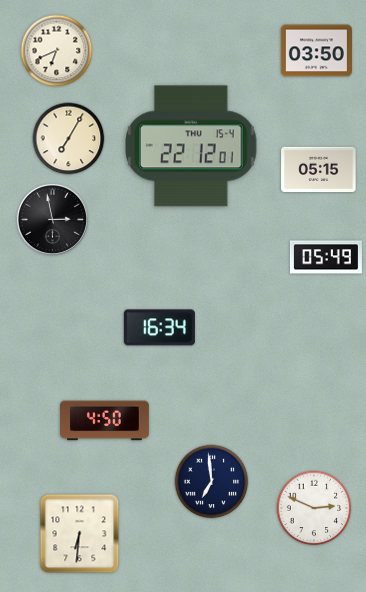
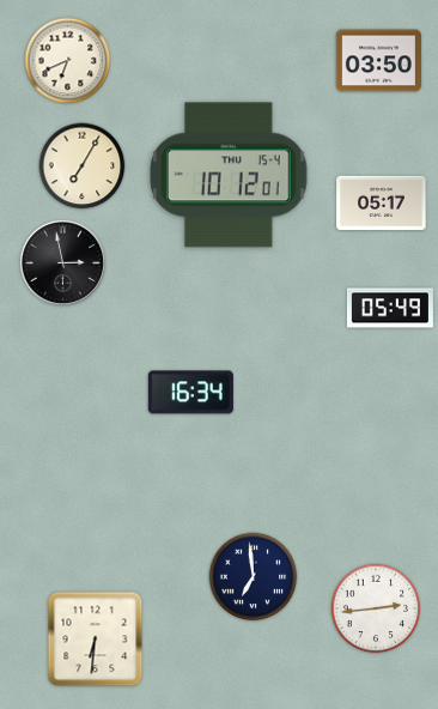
clock at (191, 146): 22:12 -> 10:12
clock at (319, 169): 05:15 -> 05:17
clock at (105, 421): 4:50 -> none
clock at (314, 508): 2:49 -> 2:44
